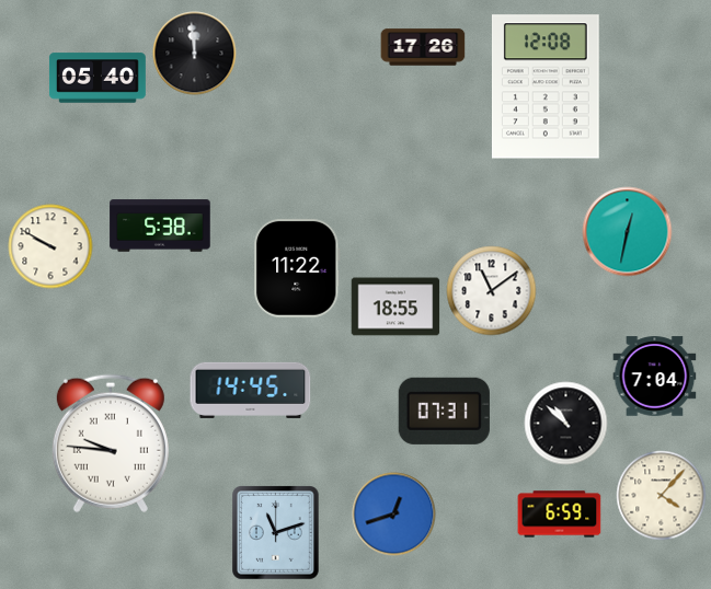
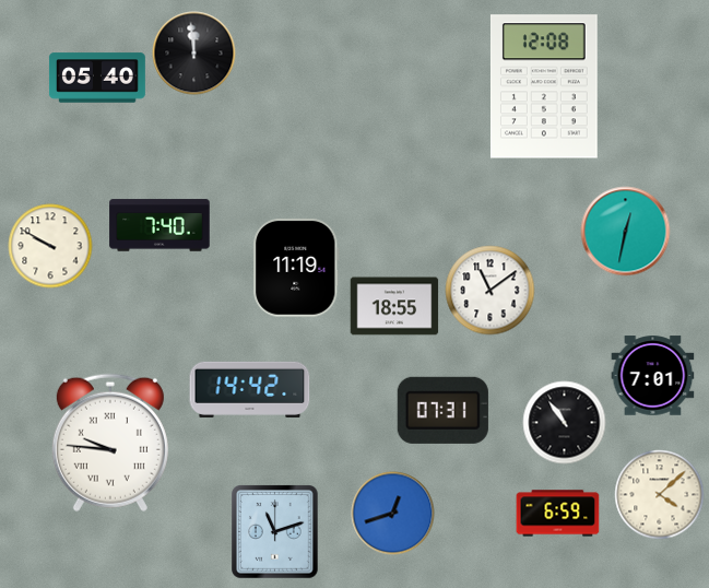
clock at (423, 47): 17:26 -> none
clock at (160, 226): 5:38 -> 7:40
clock at (297, 269): 11:22 -> 11:19
clock at (655, 377): 7:04 -> 7:01
clock at (251, 390): 14:45 -> 14:42
clock at (566, 424): 10:52 -> 10:54
clock at (662, 496): 4:07 -> 4:08
